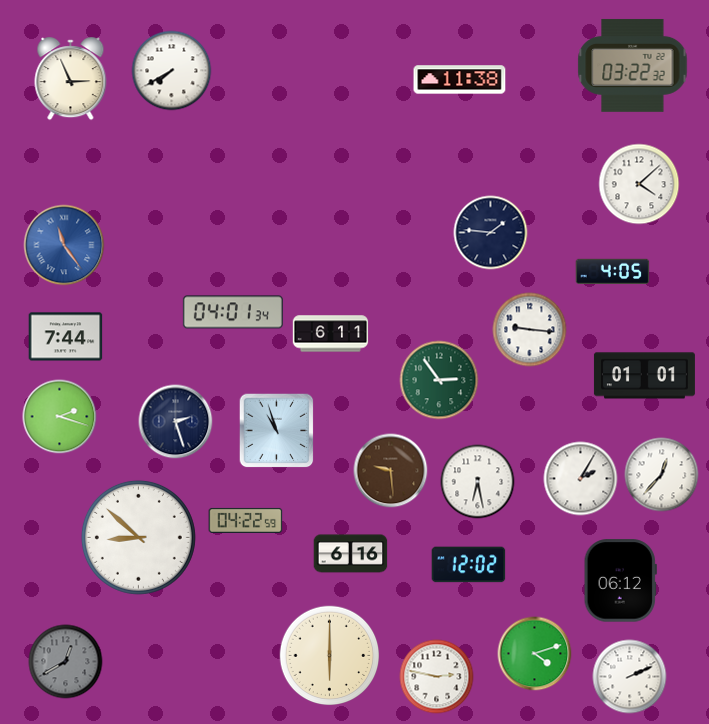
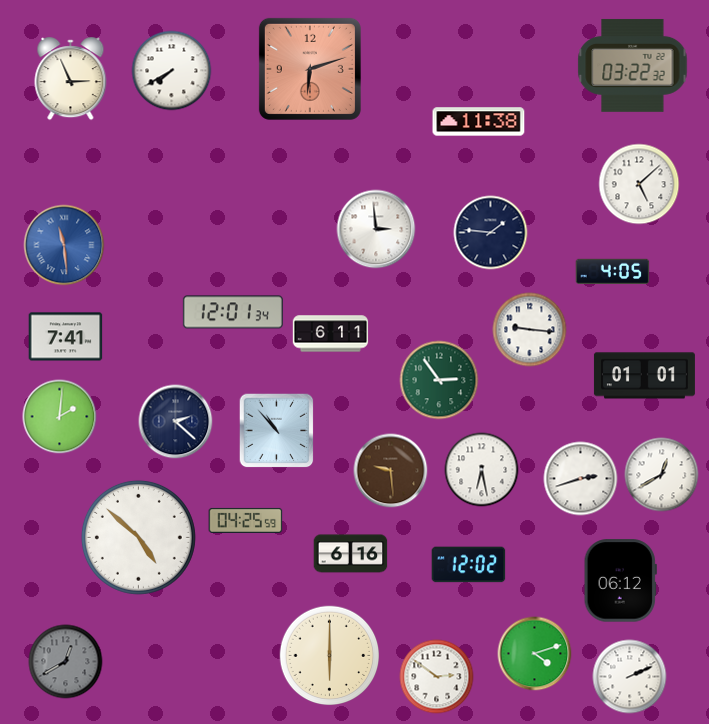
clock at (310, 69): none -> 6:12
clock at (460, 80) position: (460, 80) -> (479, 122)
clock at (639, 184): 4:08 -> 5:08
clock at (376, 229): none -> 2:59
clock at (64, 245): 11:24 -> 11:29
clock at (233, 312): 04:01 -> 12:01
clock at (66, 337): 7:44 -> 7:41
clock at (60, 417): 2:18 -> 2:01
clock at (176, 422): 2:27 -> 2:22
clock at (277, 431): 10:57 -> 10:53
clock at (662, 475): 12:37 -> 12:40
clock at (581, 479): 2:05 -> 2:42
clock at (478, 482) position: (478, 482) -> (482, 470)
clock at (246, 520): 04:22 -> 04:25
clock at (138, 537): 8:52 -> 4:52
clock at (437, 677): 2:47 -> 2:51
